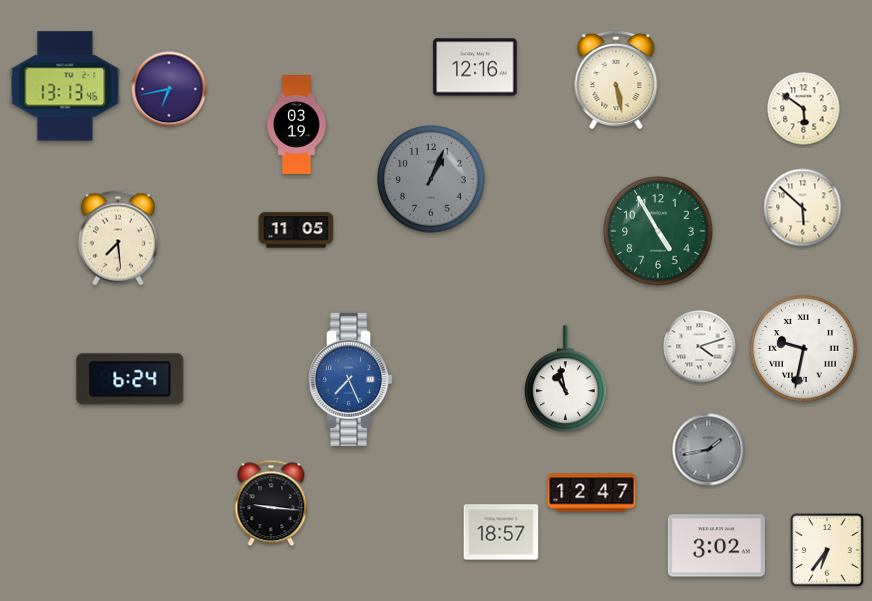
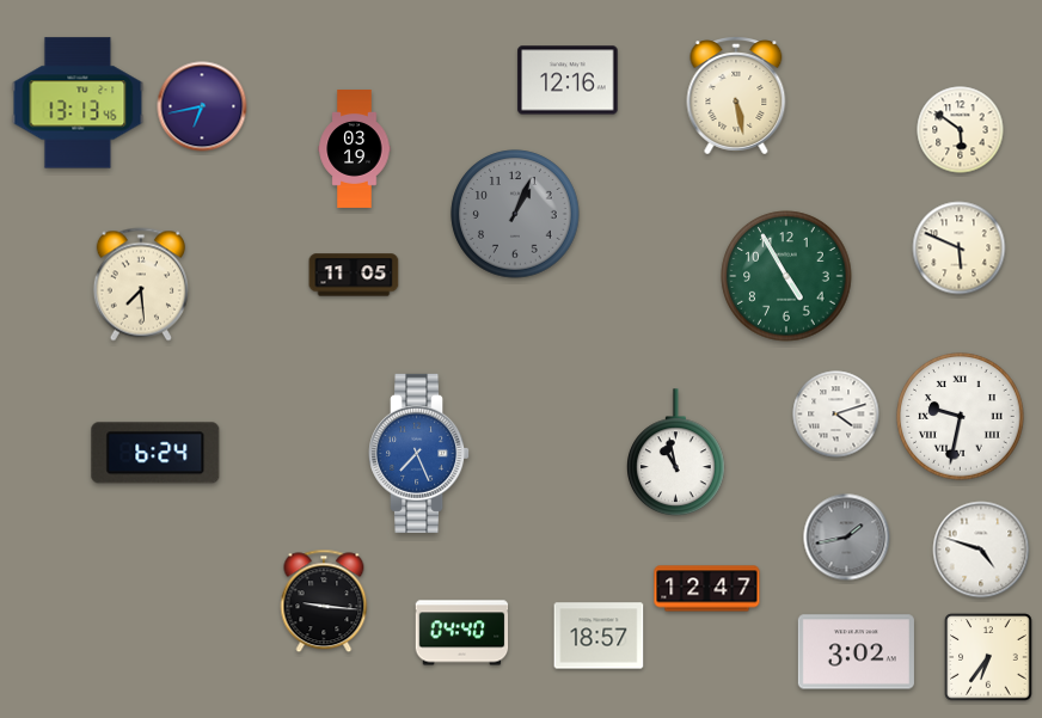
clock at (803, 208): 5:52 -> 5:49
clock at (981, 550): none -> 4:48
clock at (462, 633): none -> 04:40
